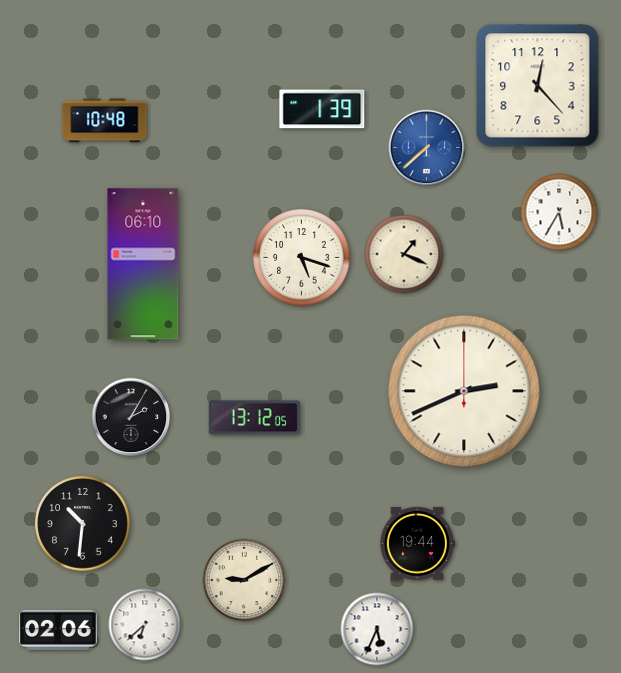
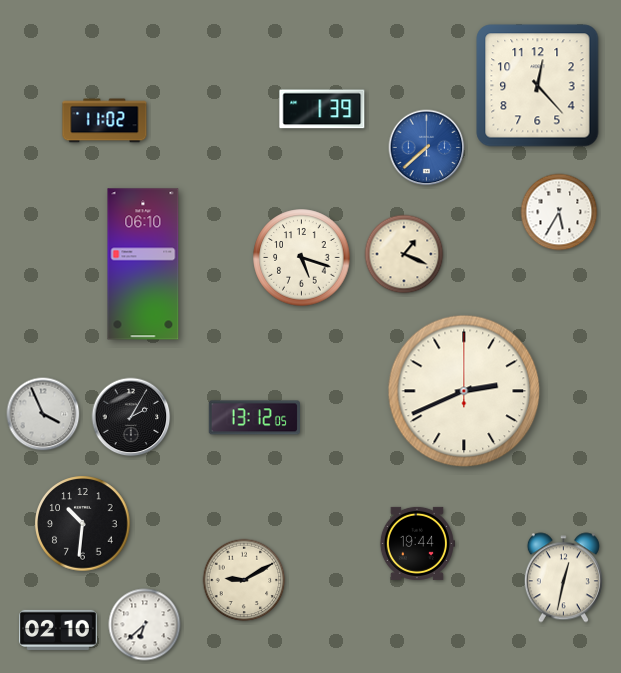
clock at (105, 121): 10:48 -> 11:02
clock at (43, 414): none -> 3:56
clock at (563, 578): none -> 12:32
clock at (377, 629): 5:34 -> none
clock at (58, 630): 02:06 -> 02:10
